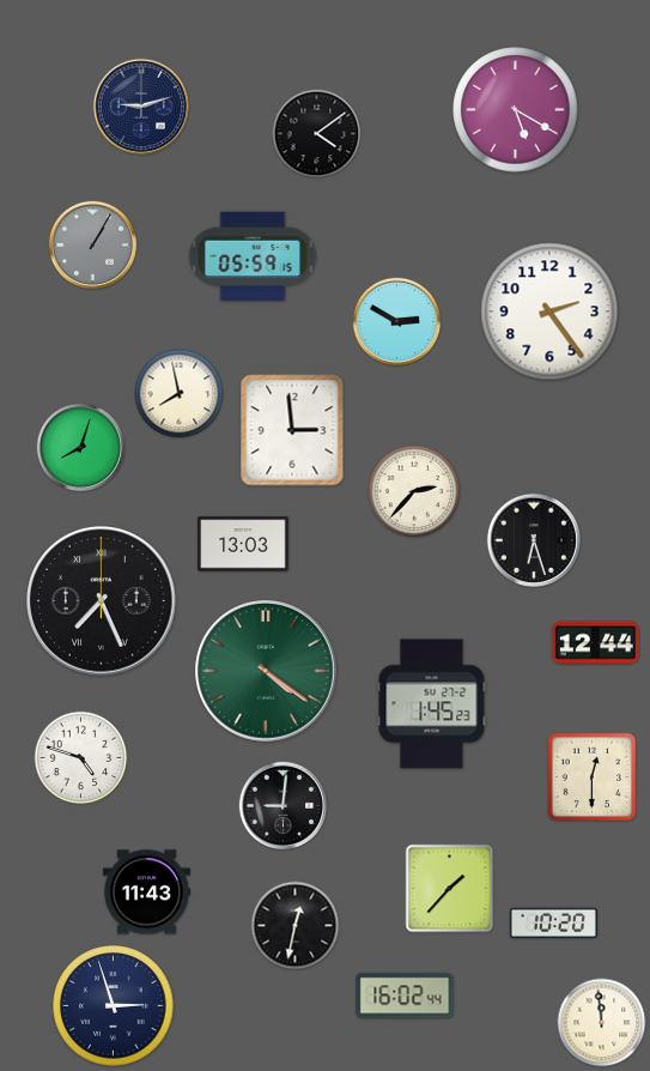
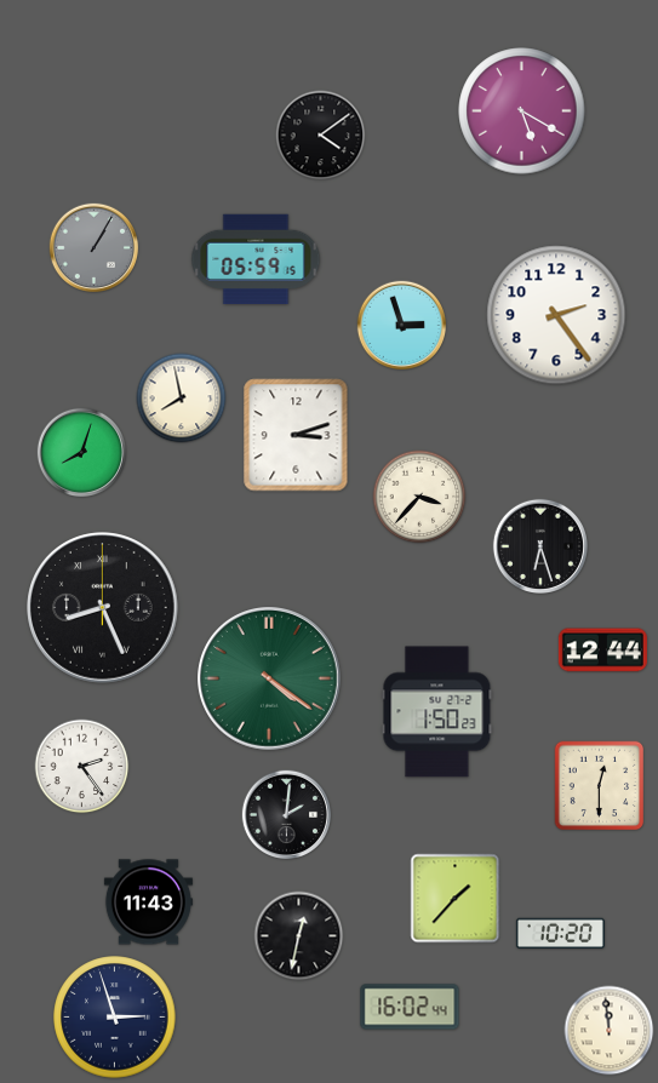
clock at (140, 105): 9:12 -> none
clock at (397, 322): 2:50 -> 2:57
clock at (292, 430): 2:59 -> 3:12
clock at (414, 491): 2:37 -> 3:37
clock at (243, 544): 13:03 -> none
clock at (102, 601): 7:26 -> 8:26
clock at (432, 704): 1:45 -> 1:50
clock at (81, 758): 4:48 -> 2:24
clock at (284, 806): 9:01 -> 2:01
clock at (602, 1023) position: (602, 1023) -> (610, 1031)
